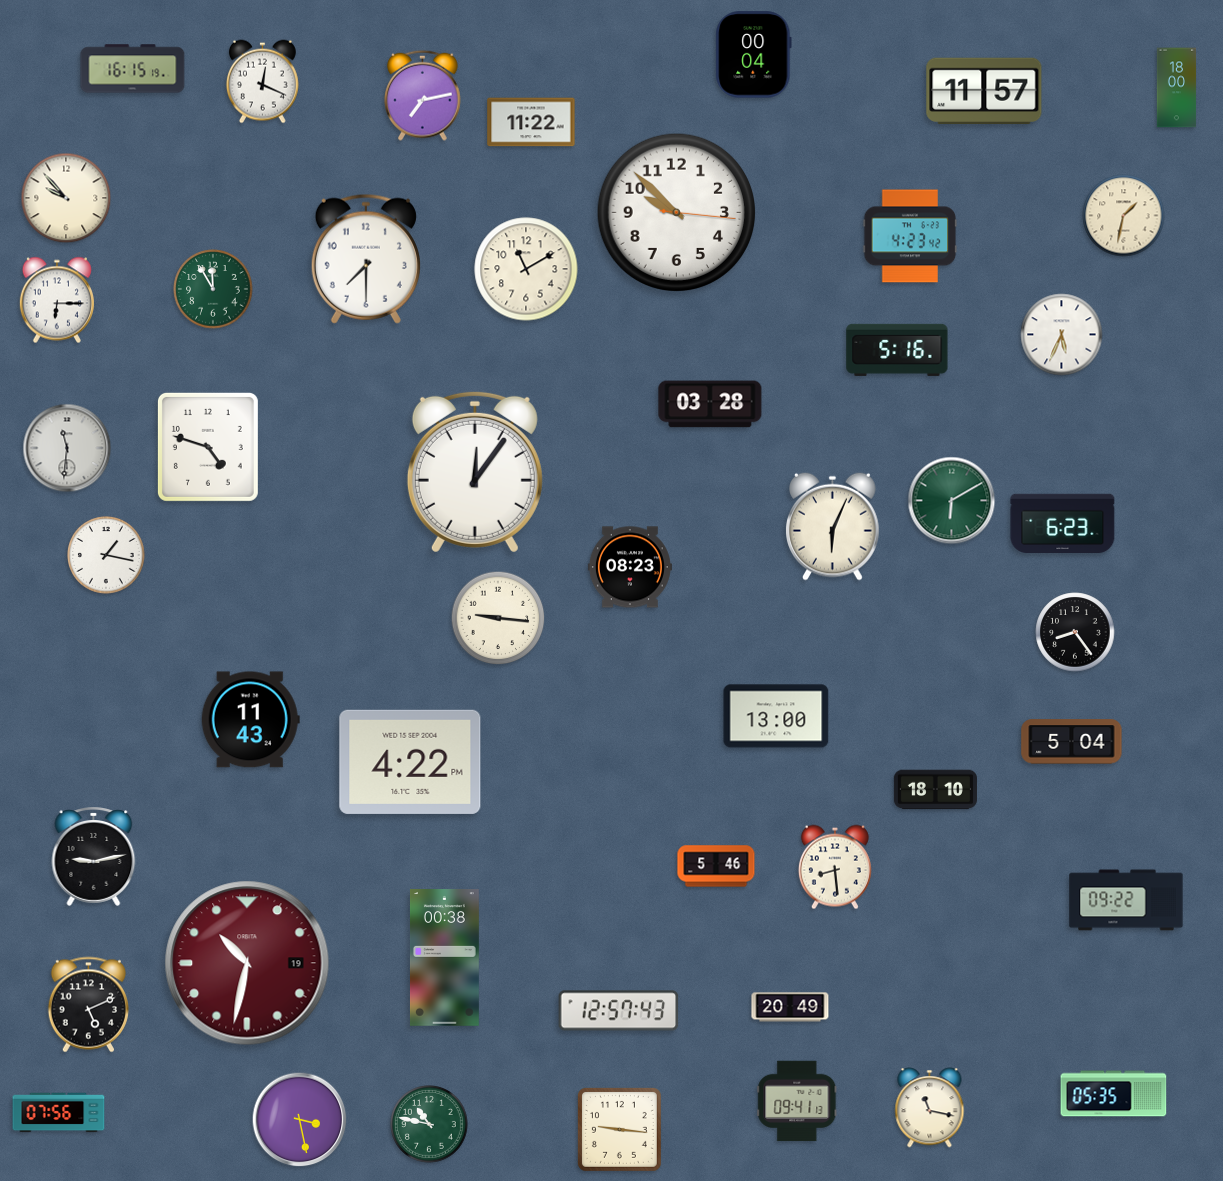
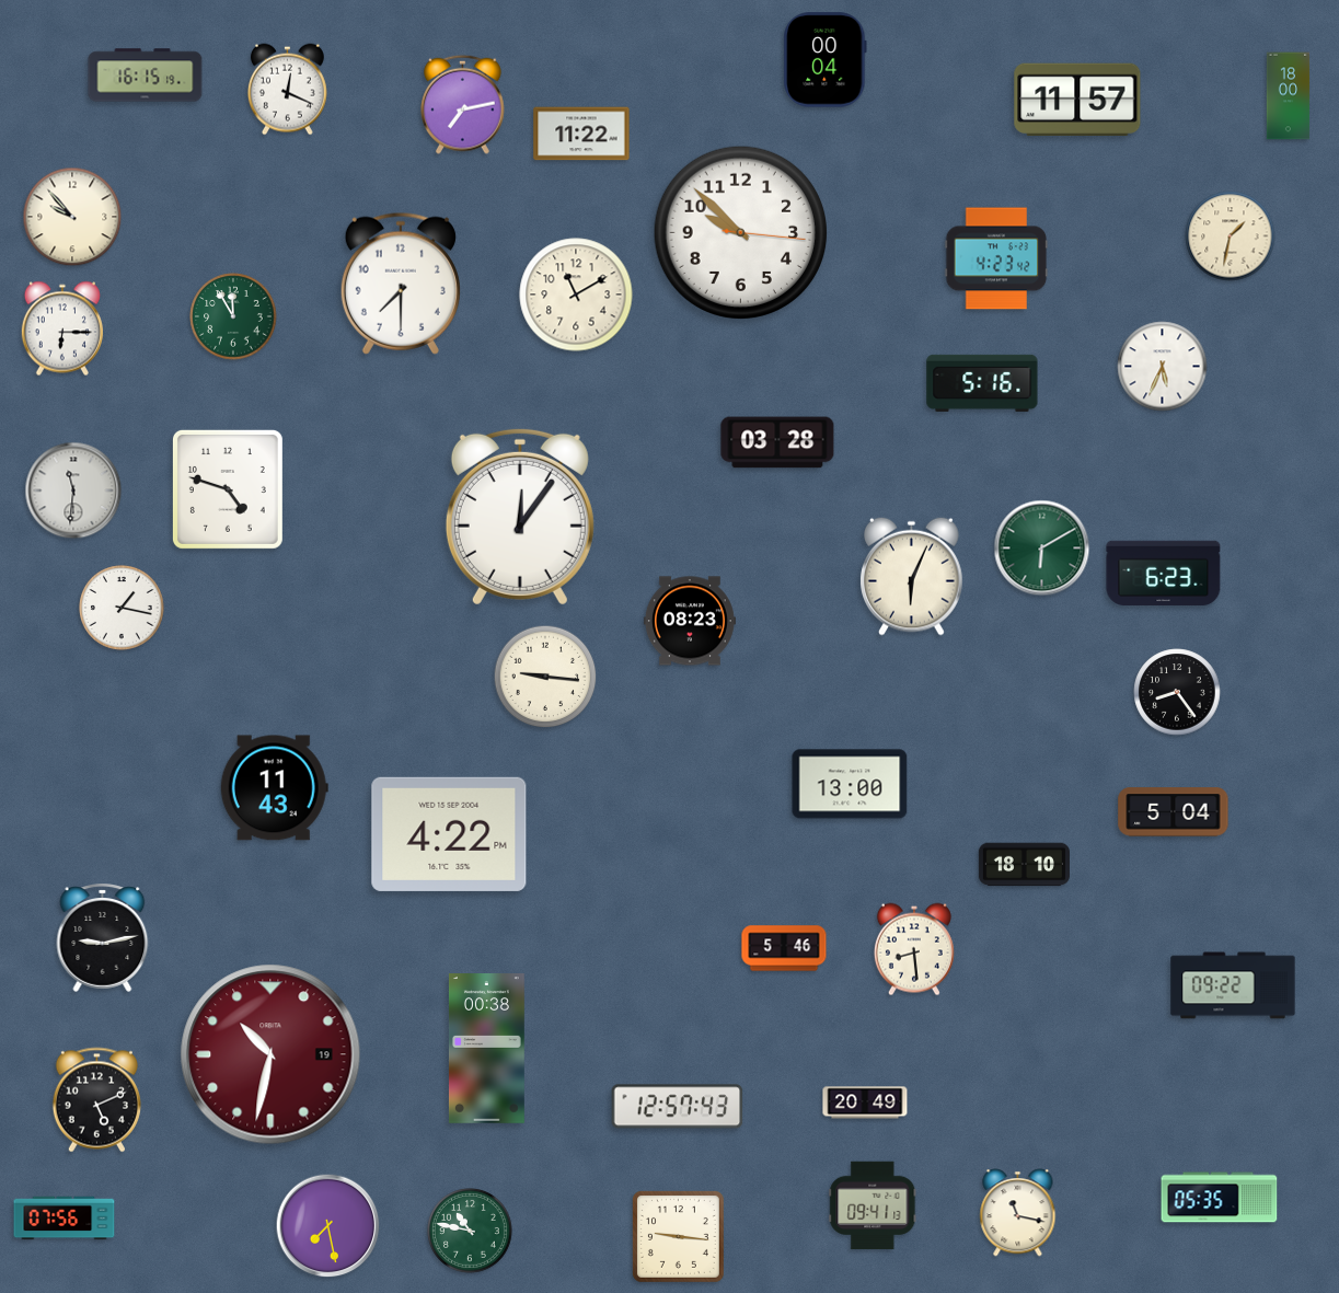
clock at (107, 556) position: (107, 556) -> (123, 609)
clock at (300, 1120): 3:28 -> 7:28
